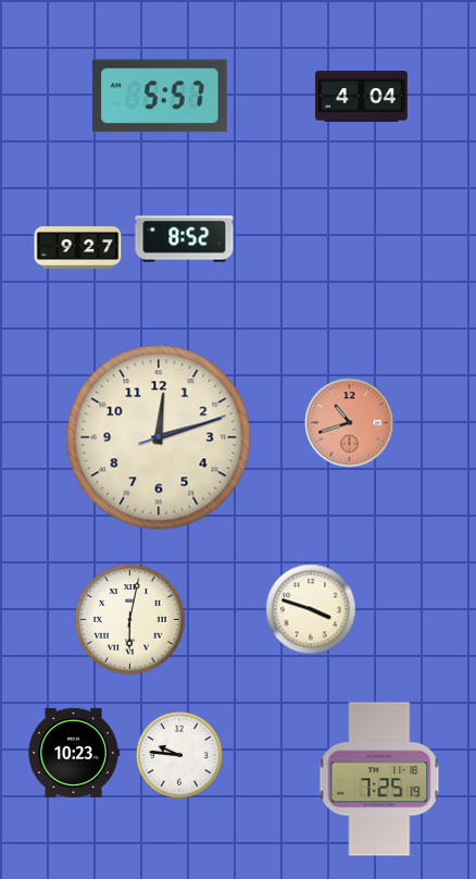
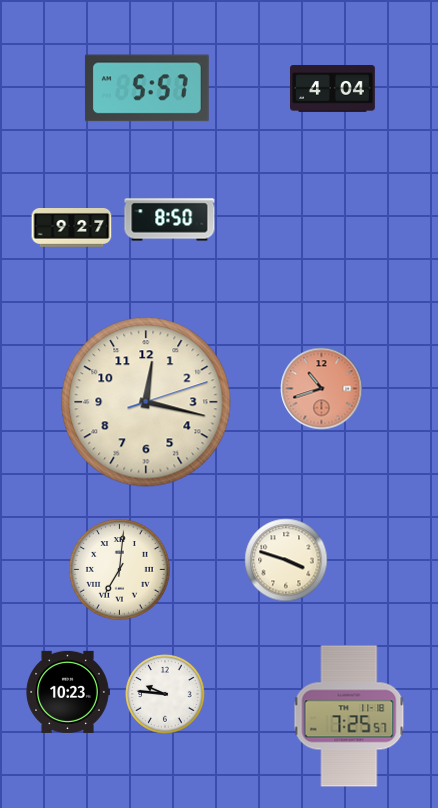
clock at (185, 239): 8:52 -> 8:50
clock at (159, 437): 12:12 -> 12:17
clock at (130, 620): 6:02 -> 7:01
clock at (379, 779): 7:25:19 -> 7:25:57
